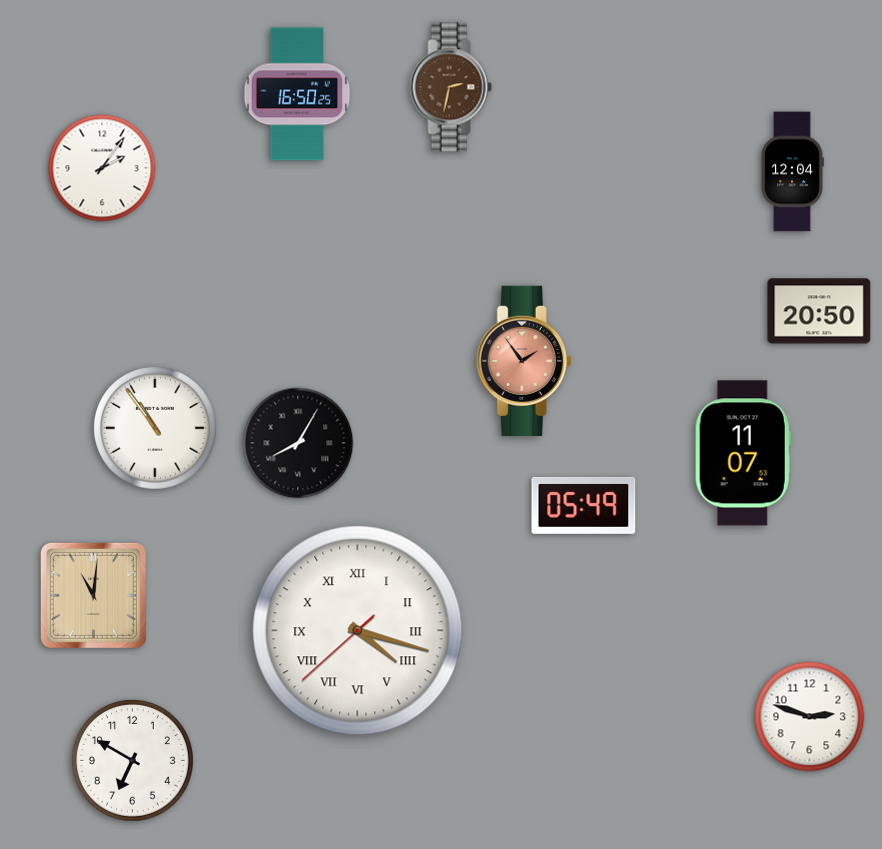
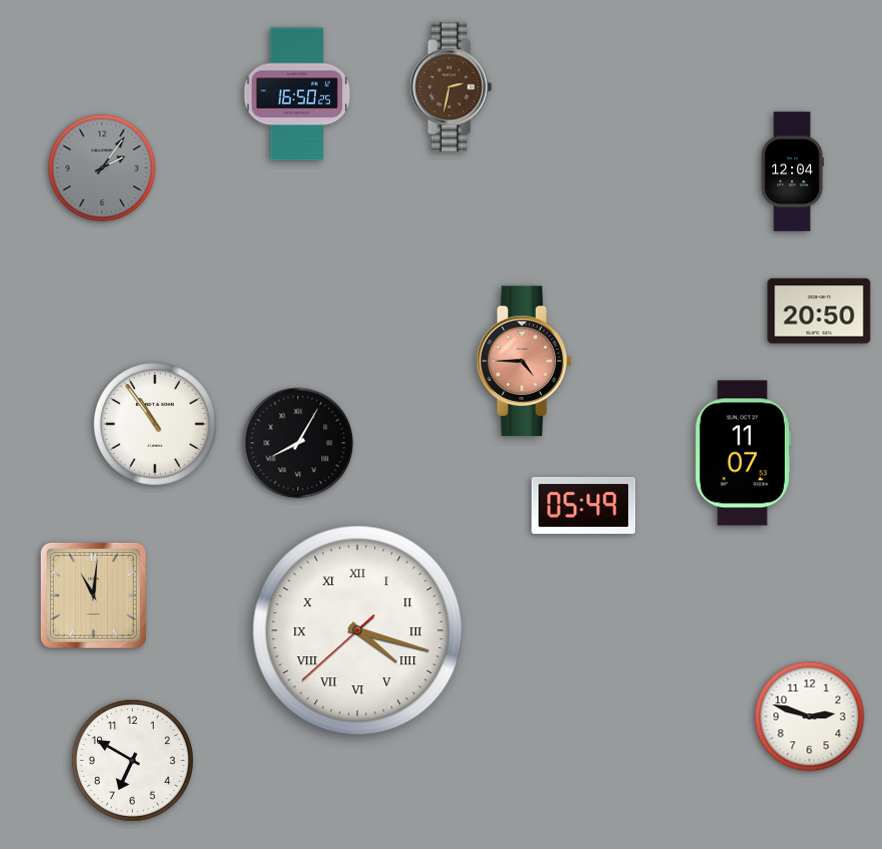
clock at (102, 168) dial: white -> grey
clock at (524, 360): 1:54 -> 4:45
clock at (155, 428) position: (155, 428) -> (155, 424)
